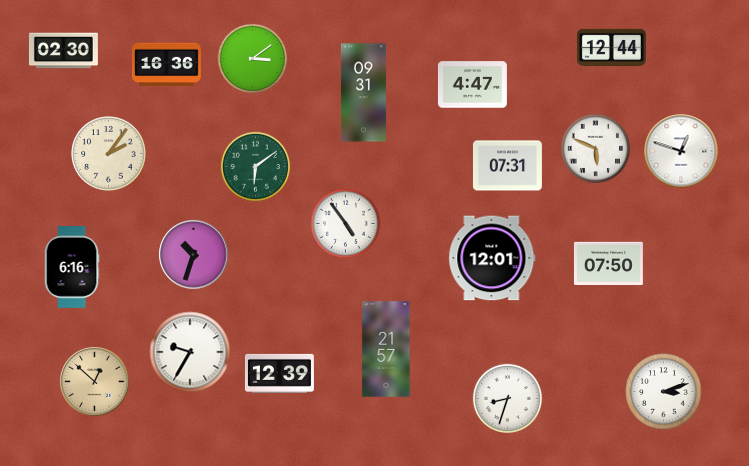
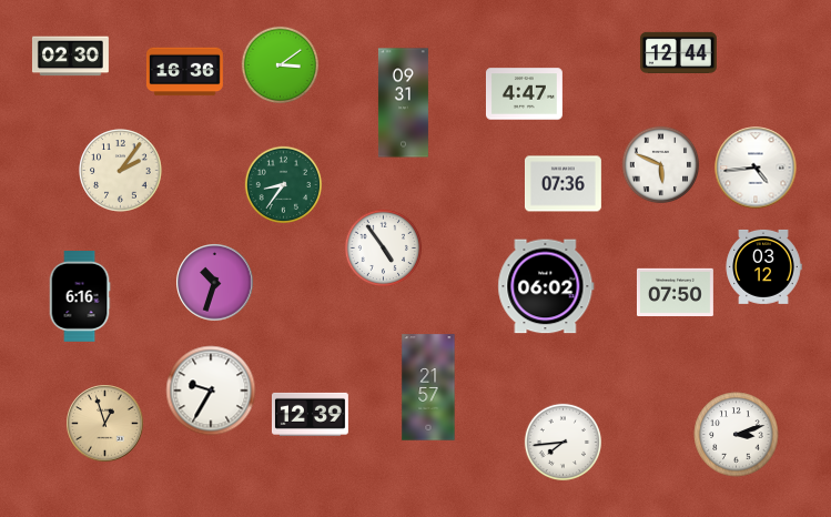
clock at (681, 151): 12:48 -> 4:44
clock at (507, 166): 07:31 -> 07:36
clock at (256, 167): 6:09 -> 8:36
clock at (763, 266): none -> 03:12
clock at (492, 258): 12:01 -> 06:02
clock at (95, 382): 12:52 -> 12:57
clock at (508, 399): 8:33 -> 7:44
